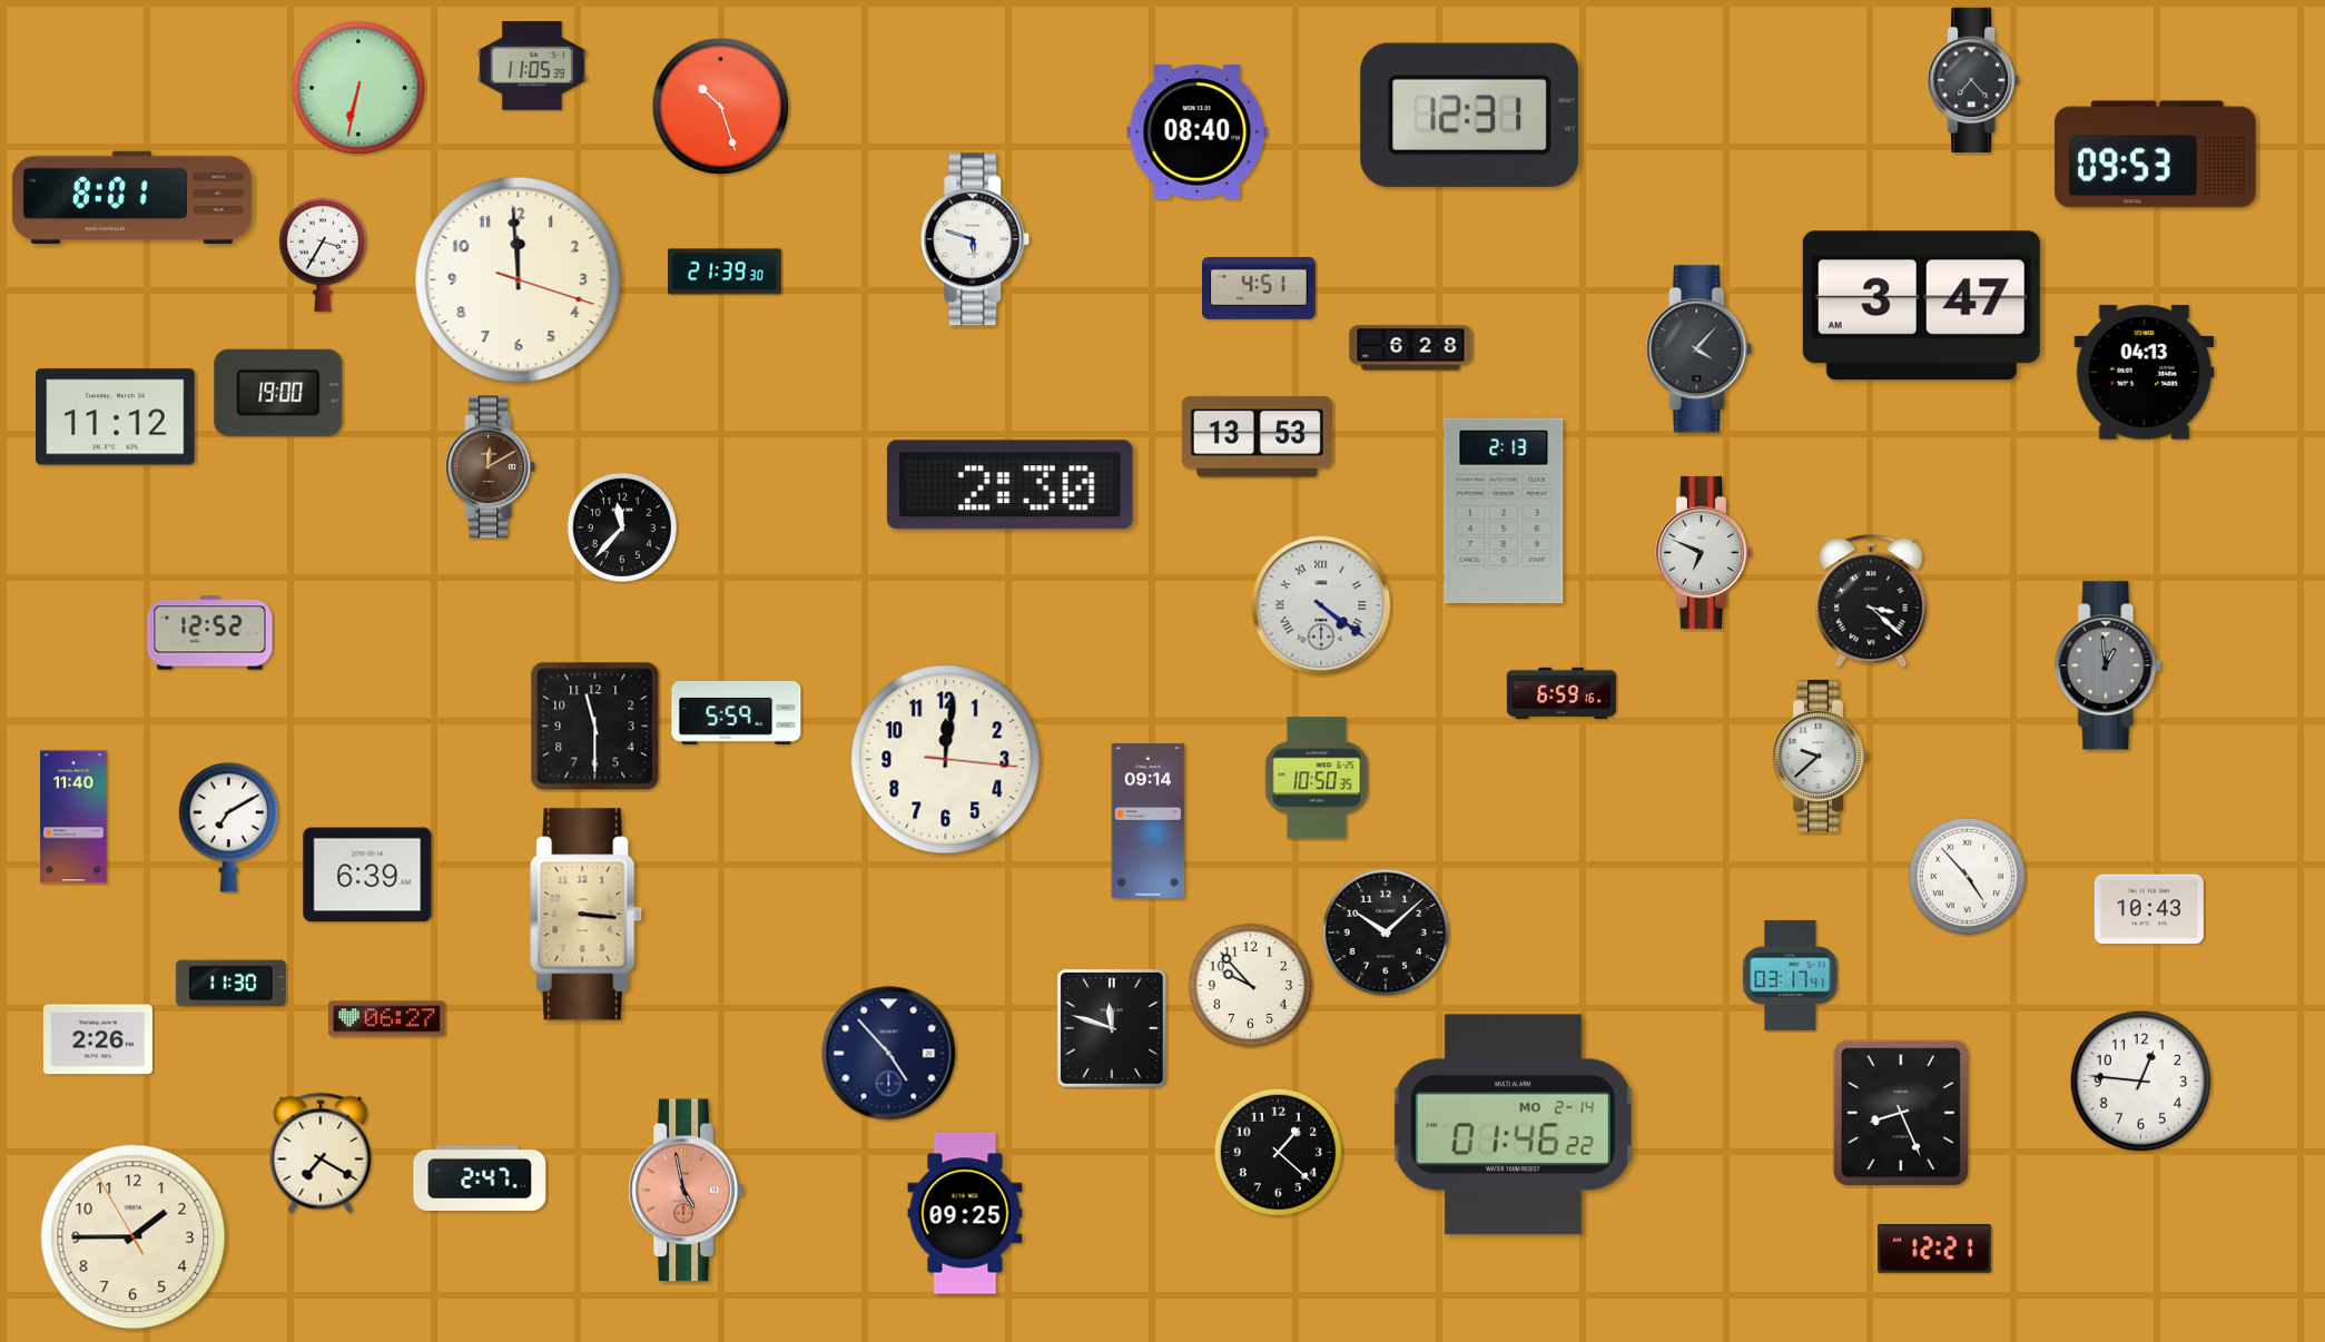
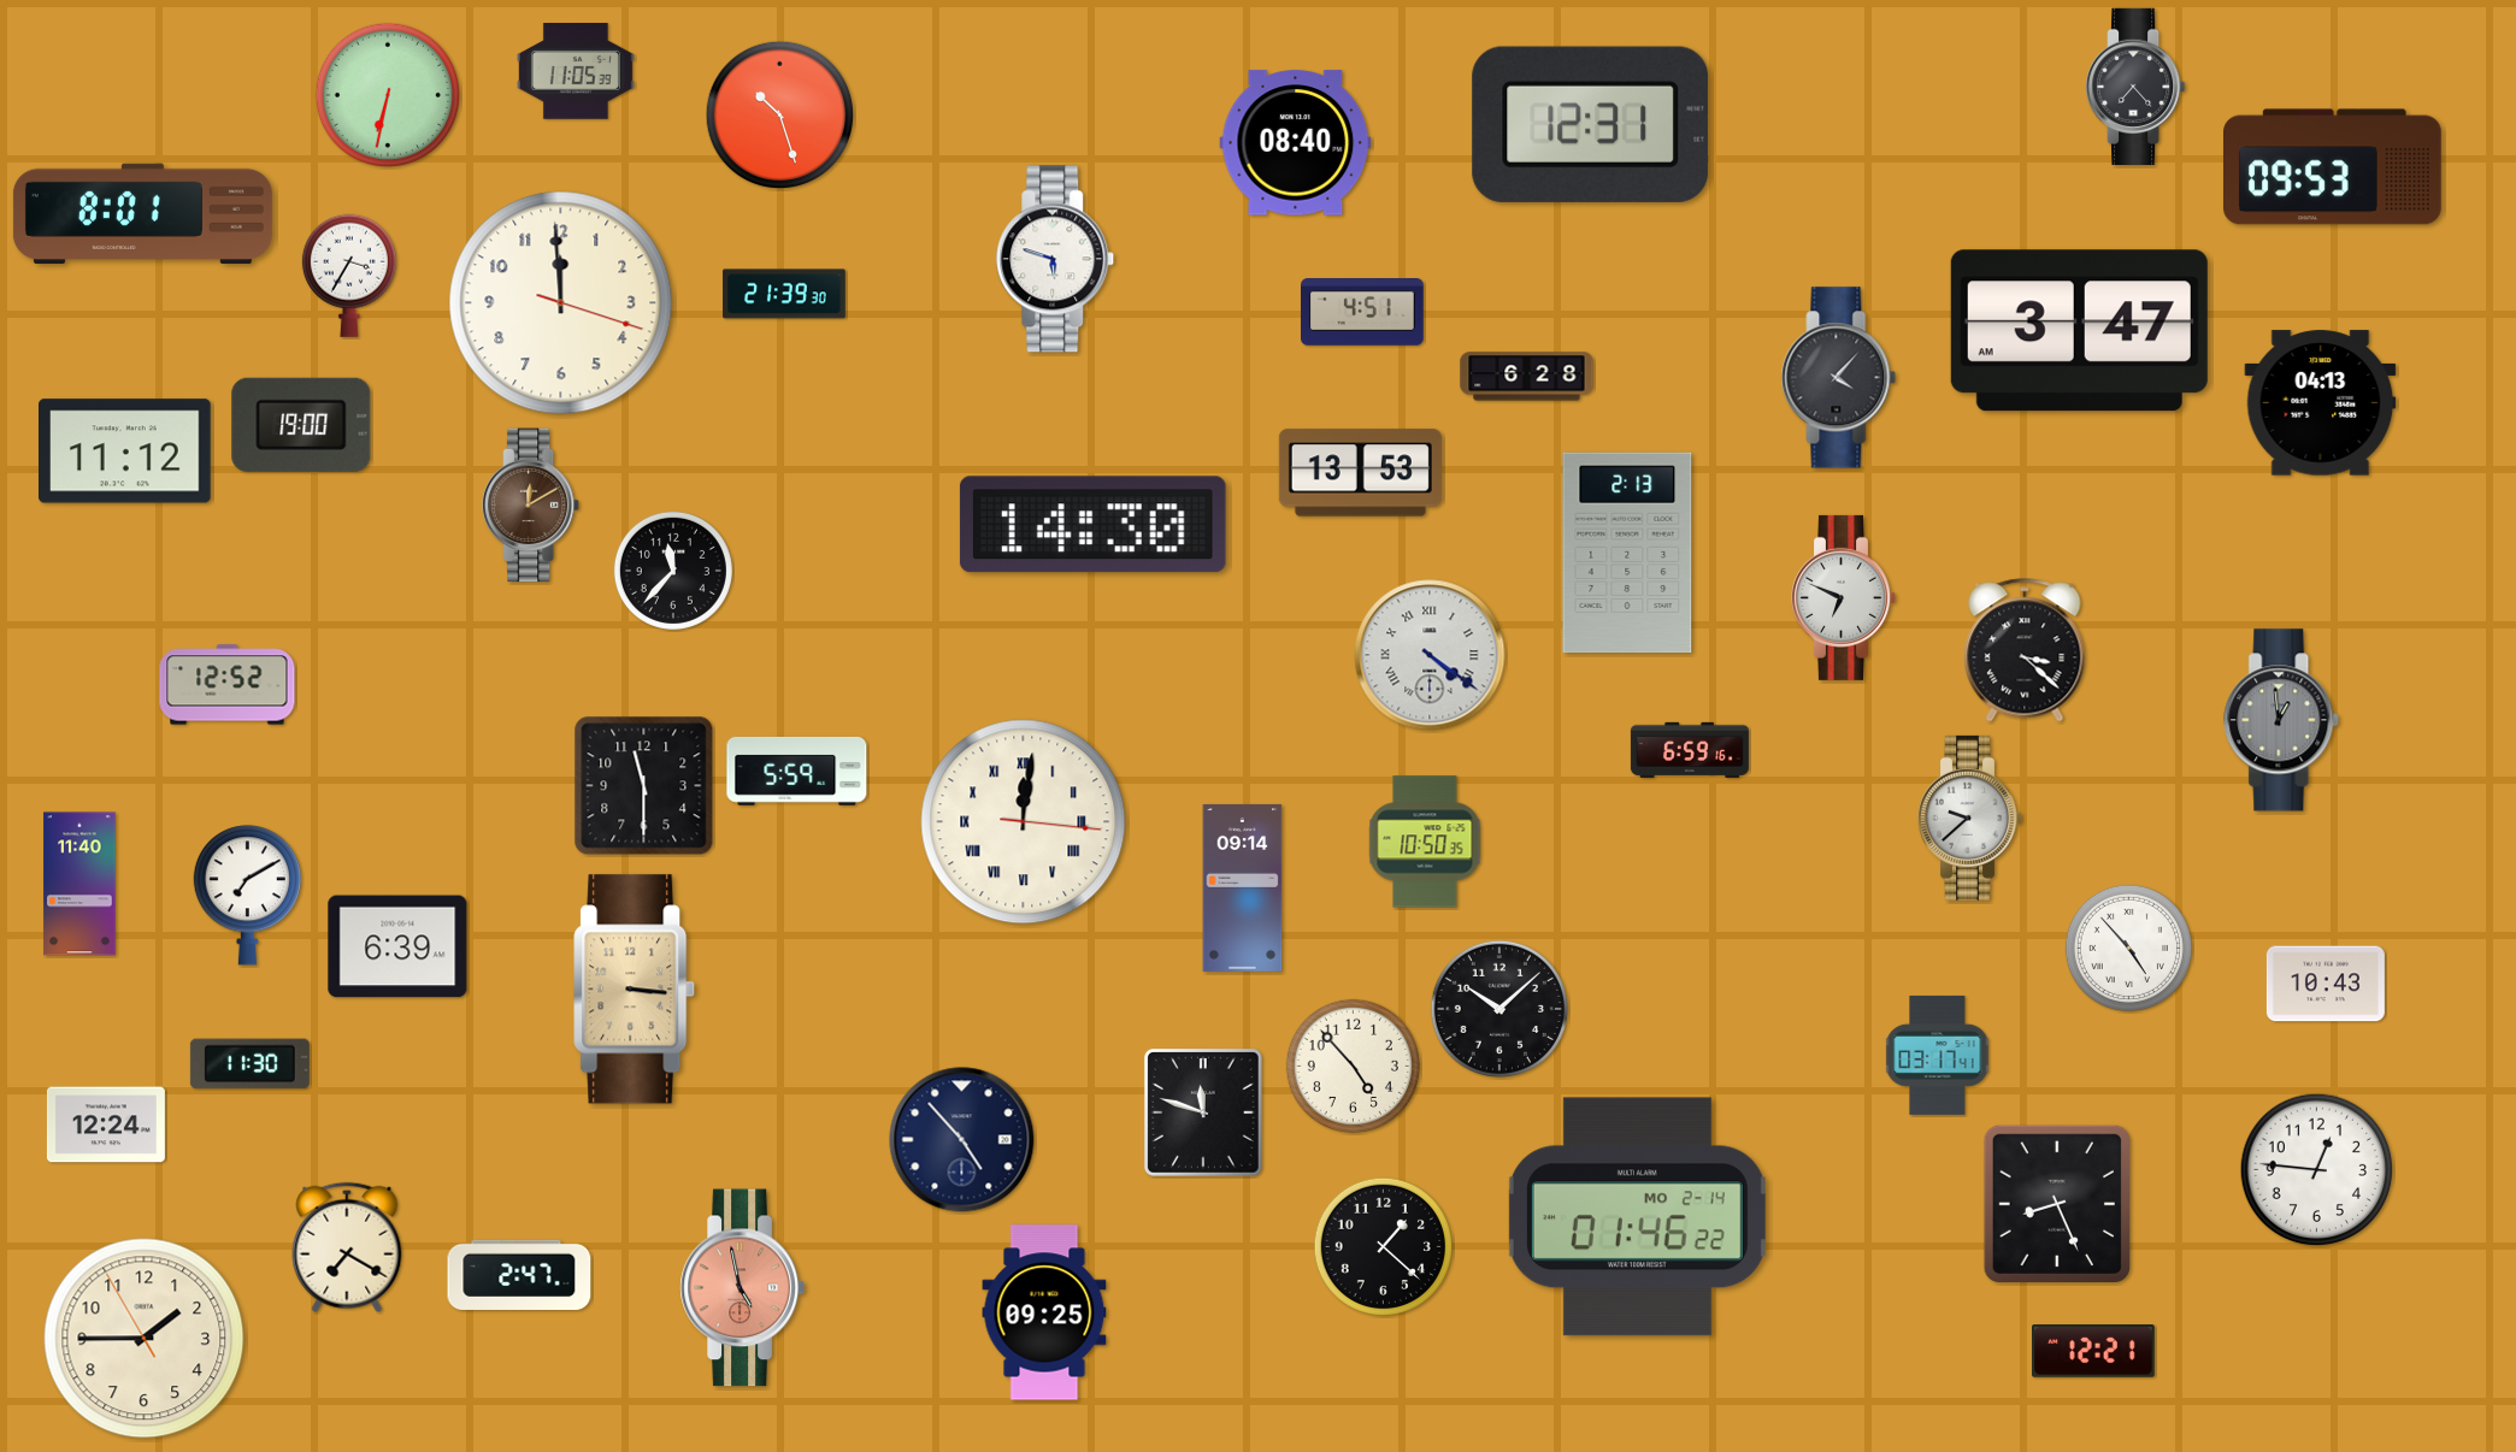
clock at (1009, 485): 2:30 -> 14:30
clock at (946, 760) numerals: Arabic -> Roman
clock at (1250, 985): 9:53 -> 4:53
clock at (387, 1019): 06:27 -> none
clock at (98, 1039): 2:26 -> 12:24
